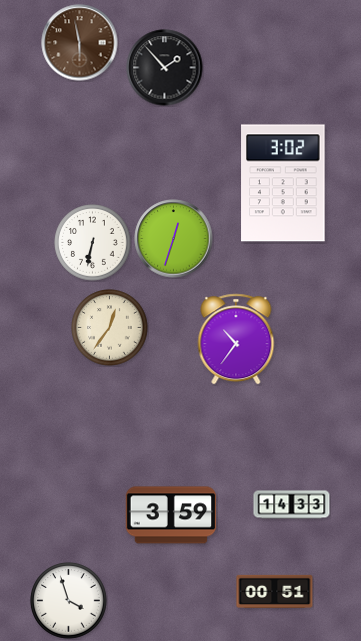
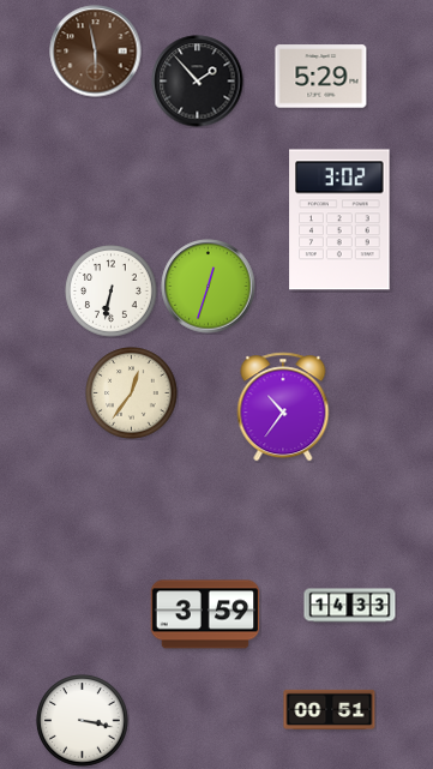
clock at (321, 77): none -> 5:29
clock at (171, 515) position: (171, 515) -> (205, 614)
clock at (69, 601): 3:57 -> 3:17
